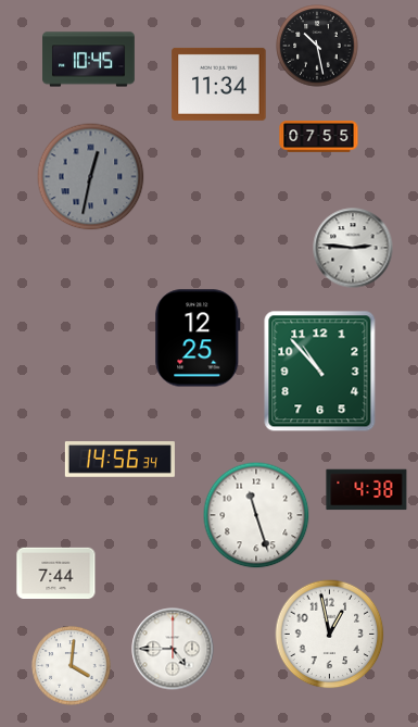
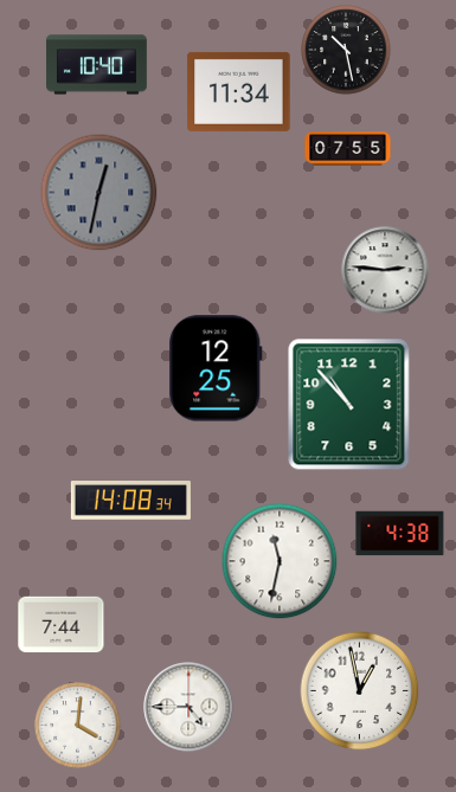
clock at (89, 60): 10:45 -> 10:40
clock at (119, 460): 14:56 -> 14:08
clock at (256, 515): 11:27 -> 11:32
